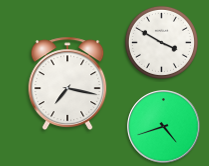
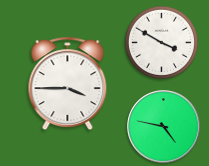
clock at (68, 83): 7:17 -> 3:45
clock at (164, 127): 4:42 -> 4:47
